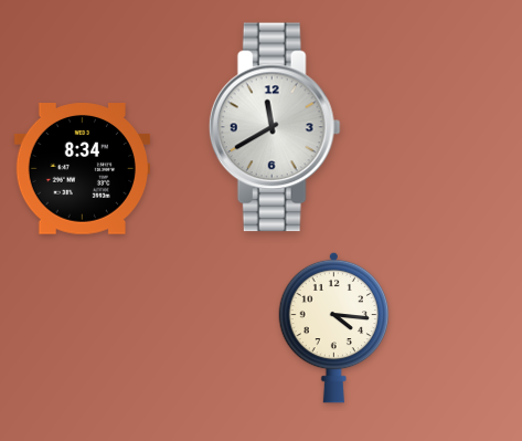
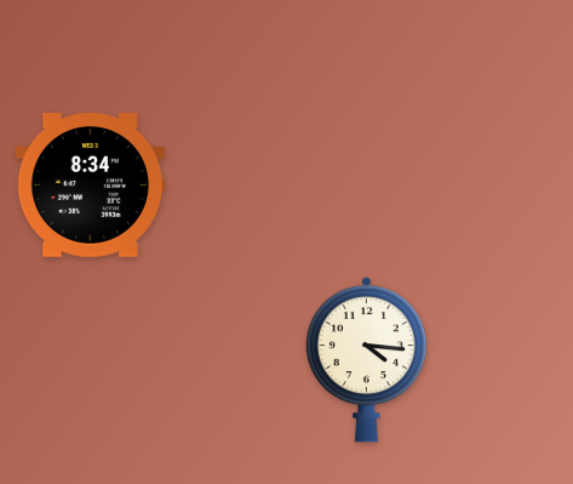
clock at (275, 127): 11:40 -> none
